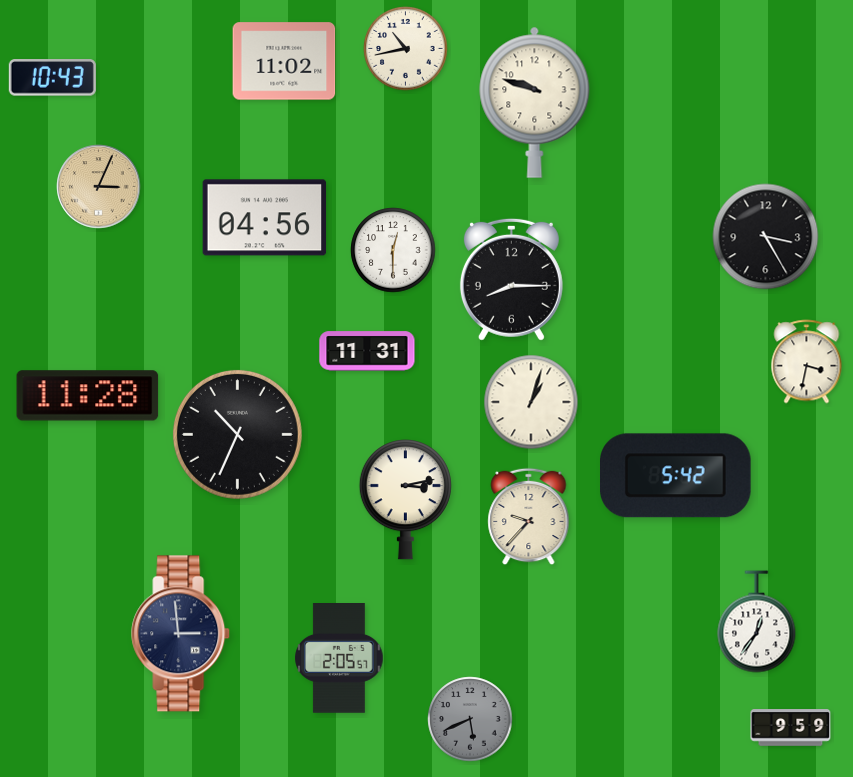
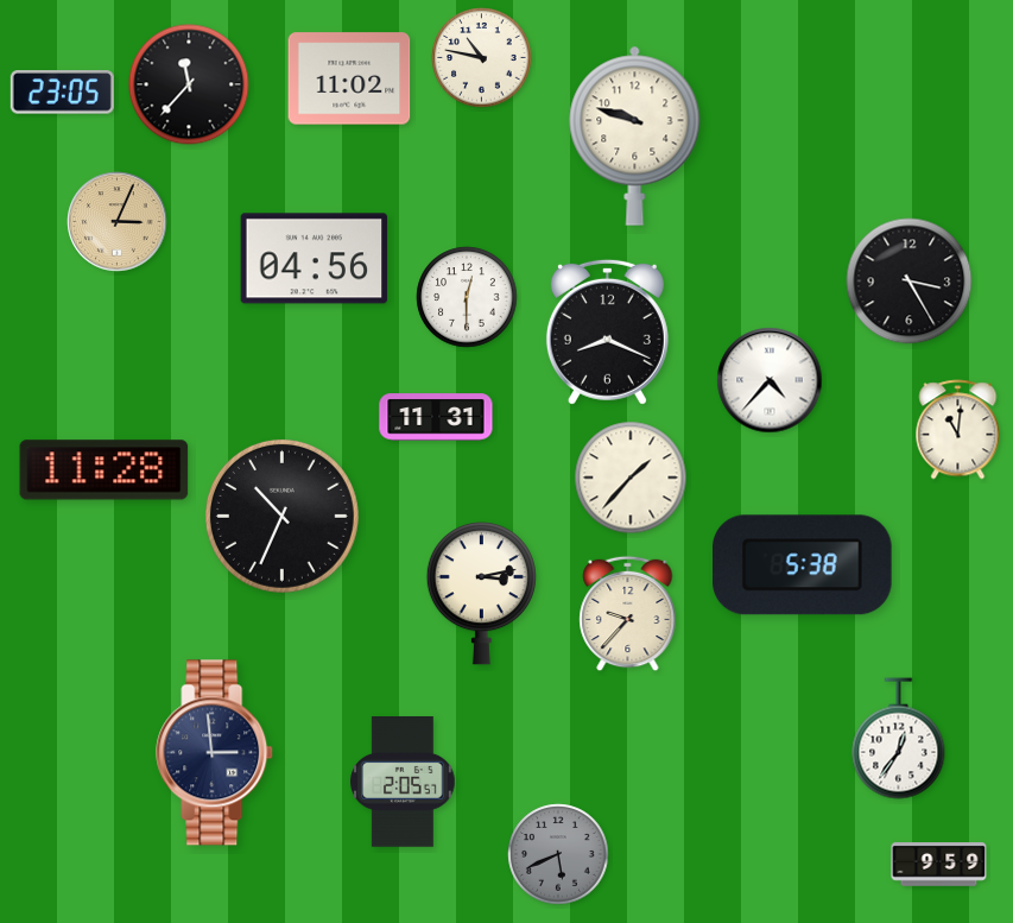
clock at (406, 49): 10:43 -> 10:47
clock at (284, 61) position: (284, 61) -> (349, 78)
clock at (189, 84): none -> 11:37
clock at (52, 78): 10:43 -> 23:05
clock at (535, 102) position: (535, 102) -> (635, 135)
clock at (511, 279): 8:15 -> 8:19
clock at (770, 380): none -> 4:37
clock at (807, 362): 3:32 -> 11:01
clock at (531, 402): 1:03 -> 1:37
clock at (676, 476): 5:42 -> 5:38
